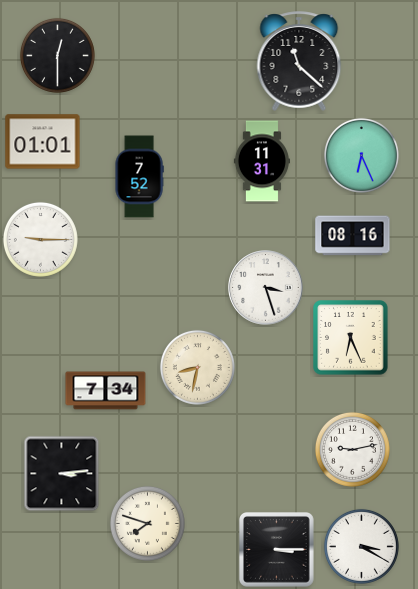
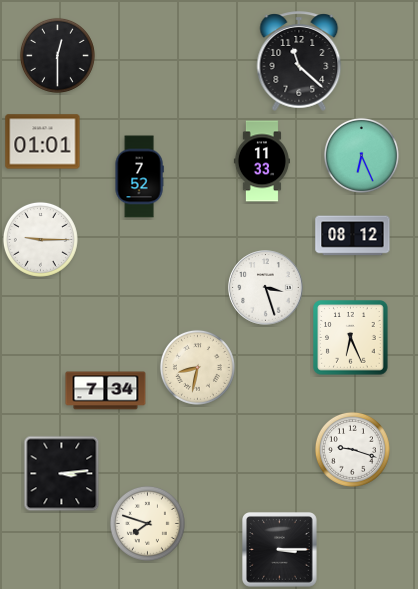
clock at (262, 161): 11:31 -> 11:33
clock at (353, 236): 08:16 -> 08:12
clock at (352, 449): 9:13 -> 9:18
clock at (361, 546): 3:20 -> none
clock at (277, 550) position: (277, 550) -> (280, 550)
